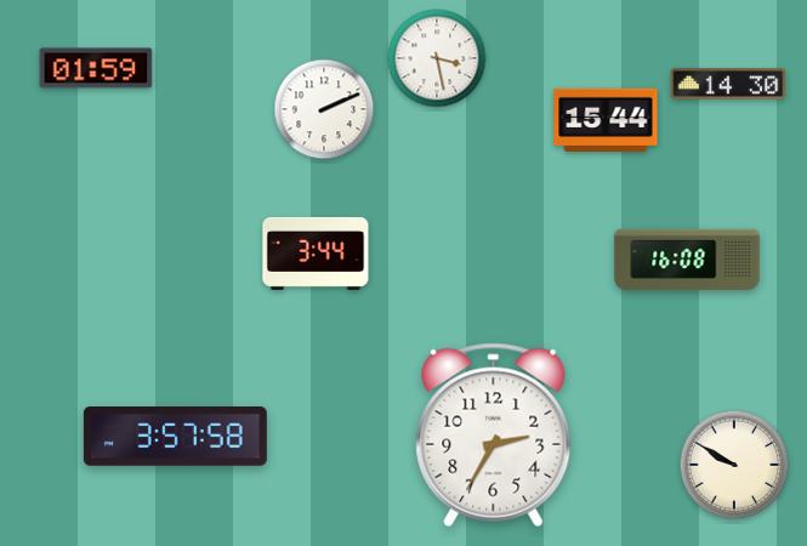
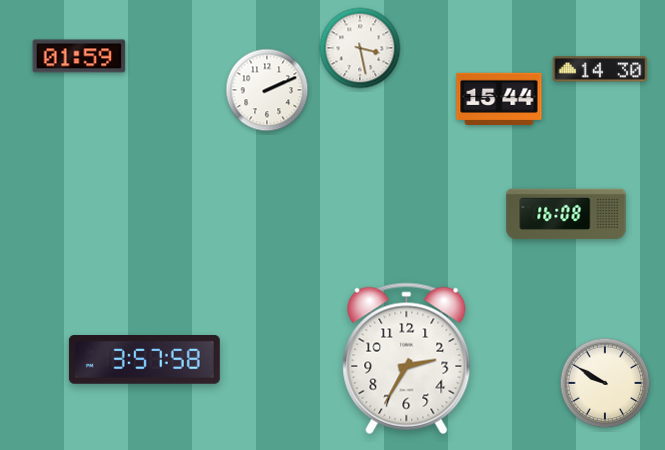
clock at (316, 254): 3:44 -> none
